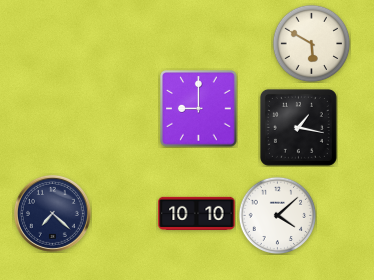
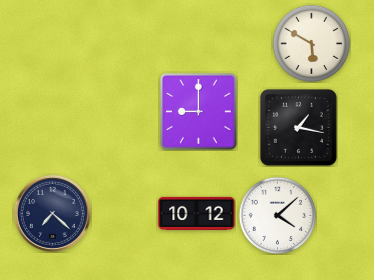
clock at (199, 109) position: (199, 109) -> (199, 112)
clock at (197, 213): 10:10 -> 10:12
